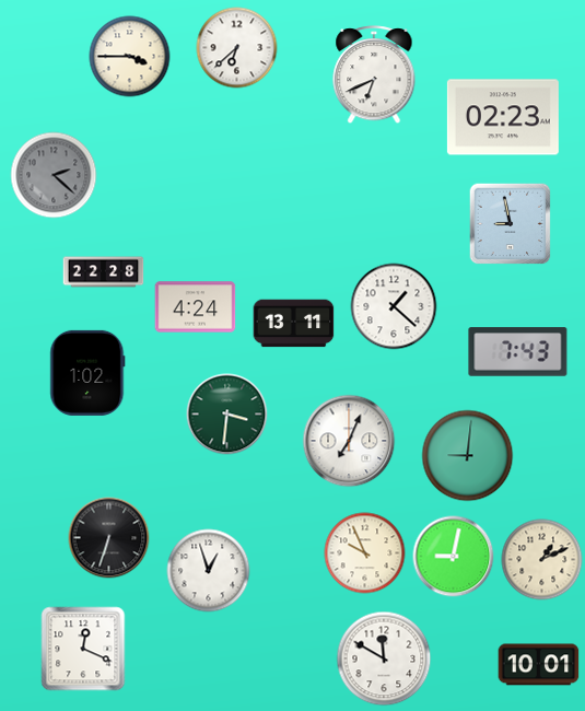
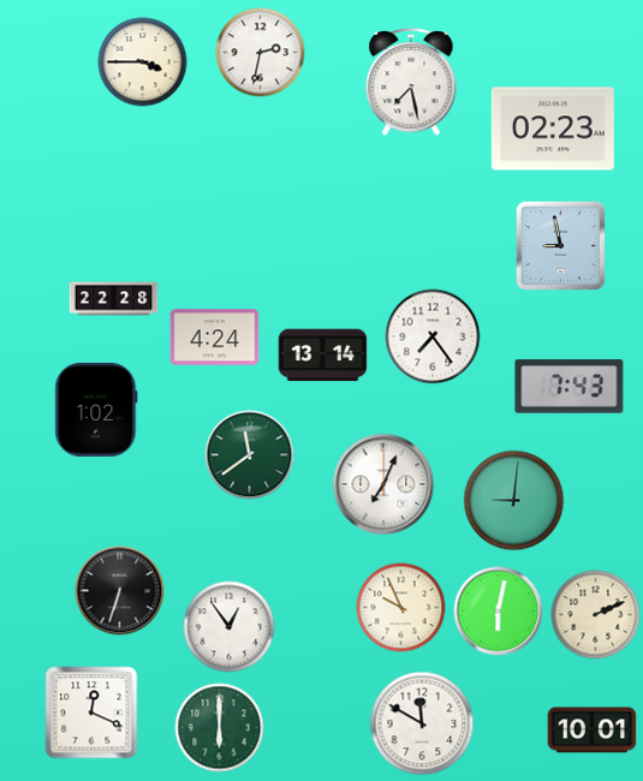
clock at (237, 48): 6:38 -> 2:32
clock at (374, 75): 6:41 -> 7:28
clock at (54, 175): 2:22 -> none
clock at (394, 306): 1:22 -> 7:24
clock at (294, 324): 13:11 -> 13:14
clock at (227, 415): 3:31 -> 11:39
clock at (454, 557): 9:02 -> 6:02
clock at (542, 560): 1:11 -> 2:11
clock at (209, 571): 12:57 -> 12:54
clock at (220, 728): none -> 6:00
